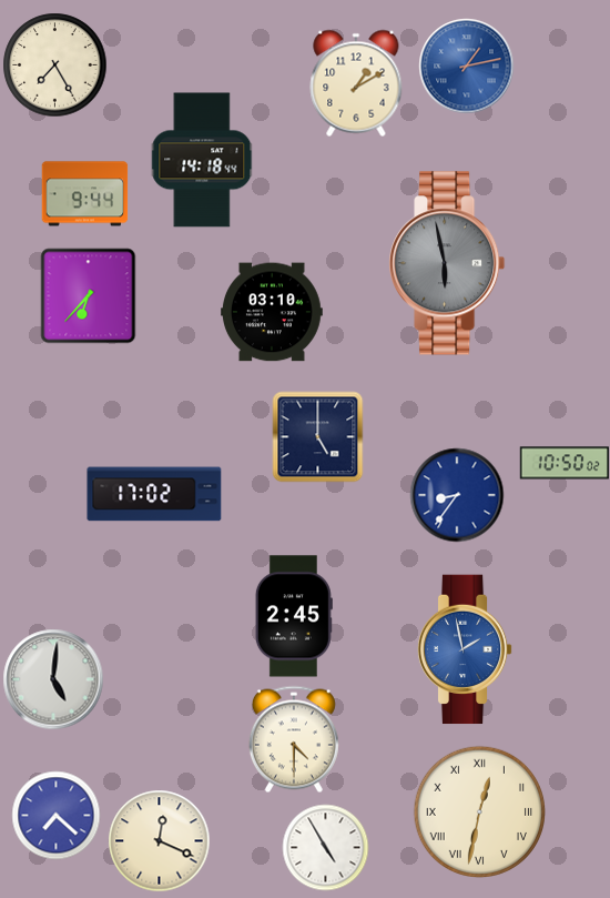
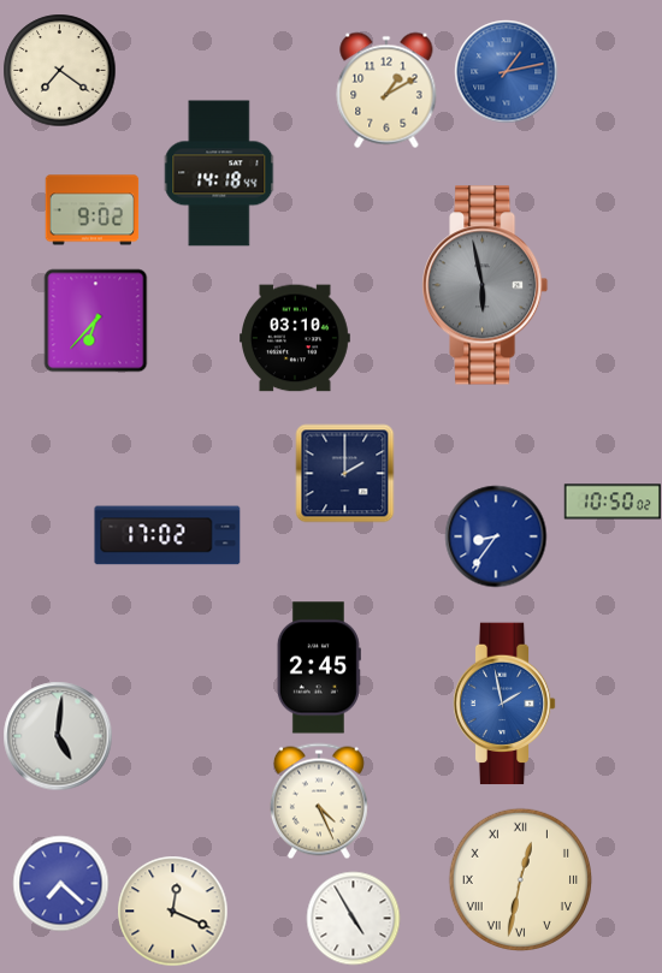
clock at (54, 64): 7:25 -> 7:21
clock at (84, 194): 9:44 -> 9:02
clock at (317, 436): 5:00 -> 2:00
clock at (294, 739): 4:30 -> 4:26
